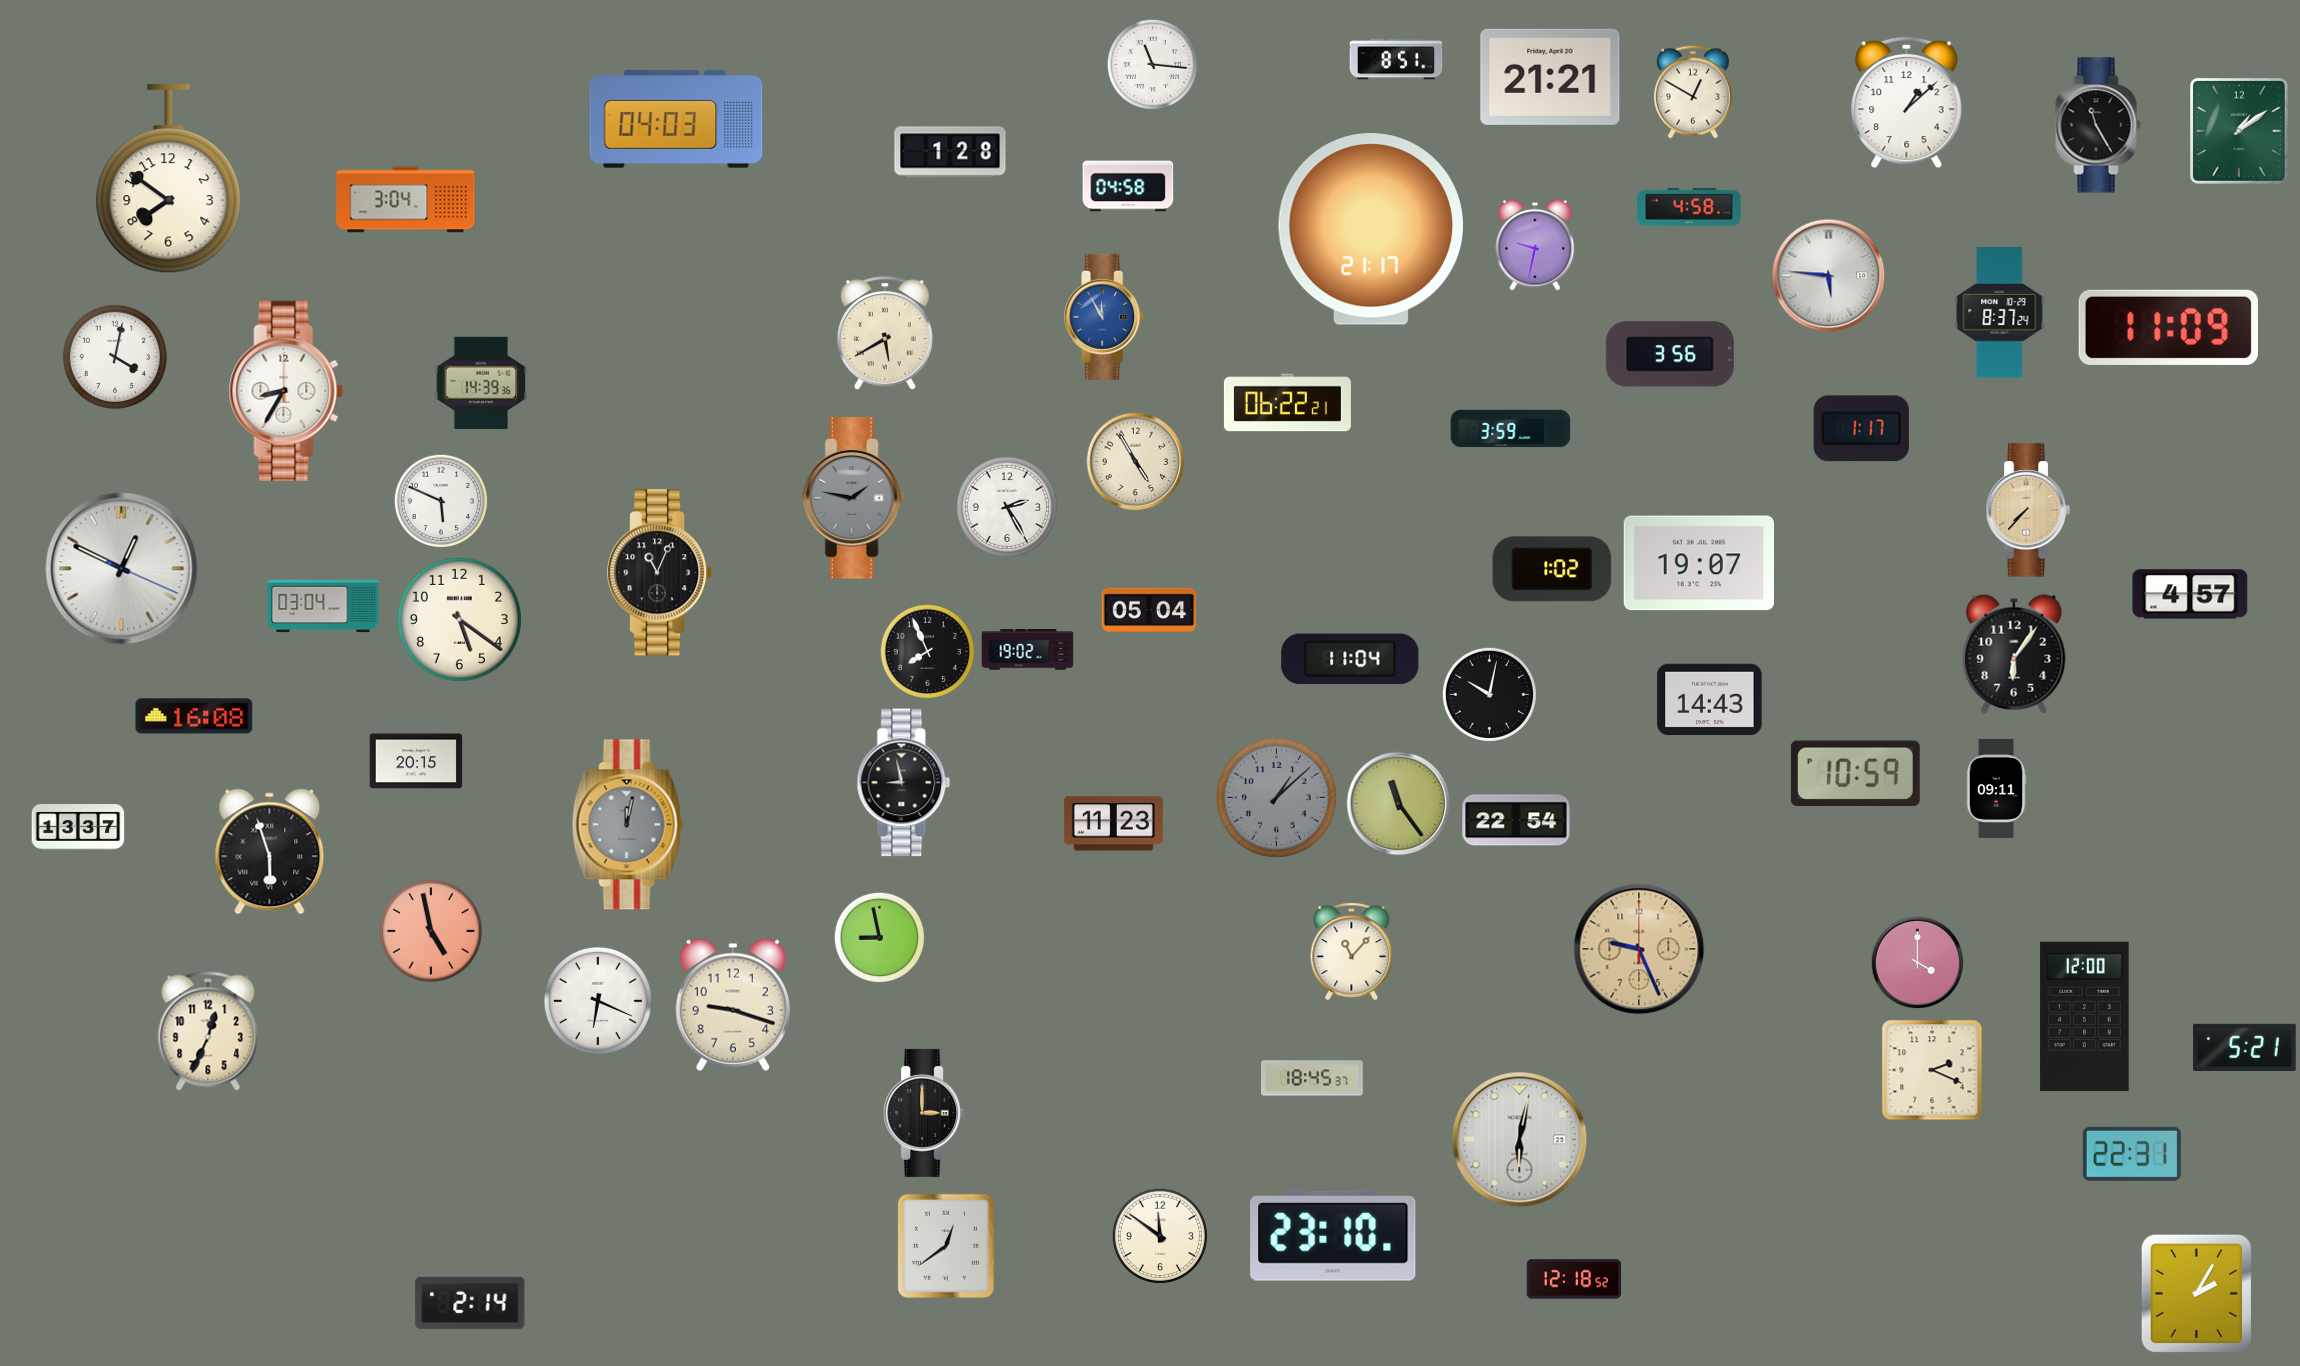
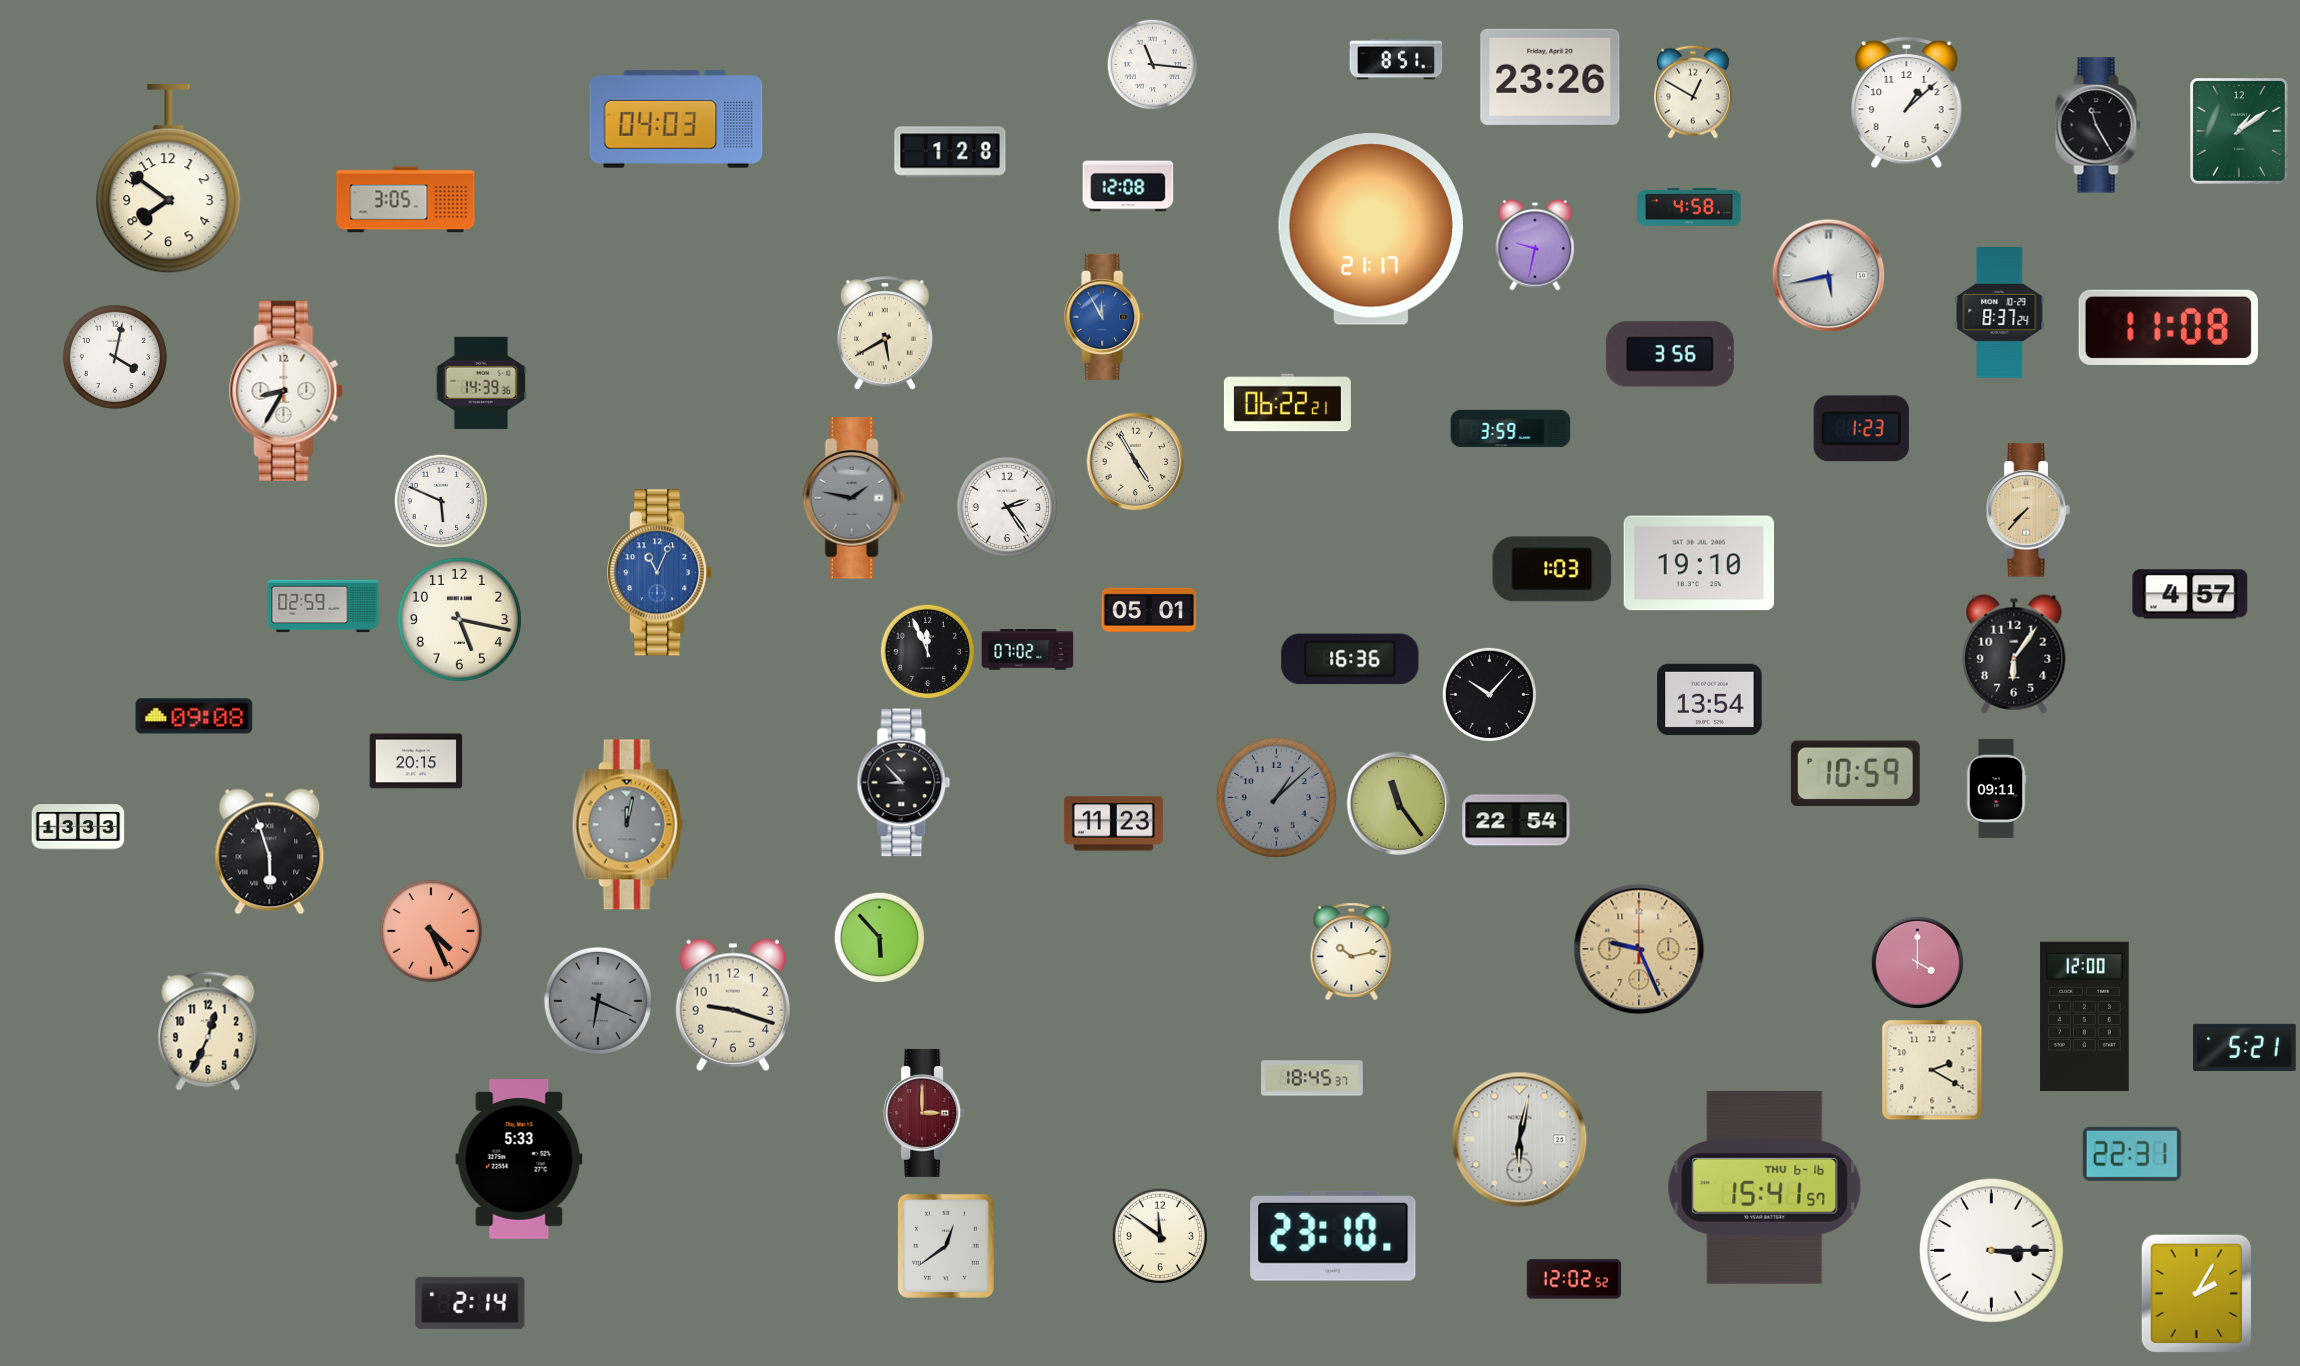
clock at (1550, 77): 21:21 -> 23:26
clock at (1128, 186): 04:58 -> 12:08
clock at (406, 200): 3:04 -> 3:05
clock at (1829, 276): 5:46 -> 5:43
clock at (2168, 327): 11:09 -> 11:08
clock at (1861, 429): 1:17 -> 1:23
clock at (1007, 507): 2:25 -> 2:24
clock at (1698, 563): 19:07 -> 19:10
clock at (122, 569): 12:49 -> none
clock at (1552, 569): 1:02 -> 1:03
clock at (661, 573) dial: black -> blue
clock at (323, 606): 03:04 -> 02:59
clock at (1149, 609): 05:04 -> 05:01
clock at (459, 619): 5:21 -> 5:17
clock at (1028, 650): 19:02 -> 07:02
clock at (927, 651): 7:56 -> 11:56
clock at (1350, 659): 11:04 -> 16:36
clock at (1489, 694): 10:02 -> 10:07
clock at (1710, 700): 14:43 -> 13:54
clock at (194, 716): 16:08 -> 09:08
clock at (904, 783): 8:58 -> 8:53
clock at (78, 827): 13:37 -> 13:33
clock at (431, 931): 4:58 -> 4:26
clock at (879, 937): 8:58 -> 5:53
clock at (1352, 952): 11:07 -> 10:13
clock at (598, 1001) dial: white -> grey
clock at (1932, 1070): 2:19 -> 2:20
clock at (924, 1113) dial: black -> burgundy
clock at (519, 1160): none -> 5:33
clock at (1765, 1187): none -> 15:41
clock at (1991, 1250): none -> 3:15
clock at (1574, 1279): 12:18 -> 12:02
